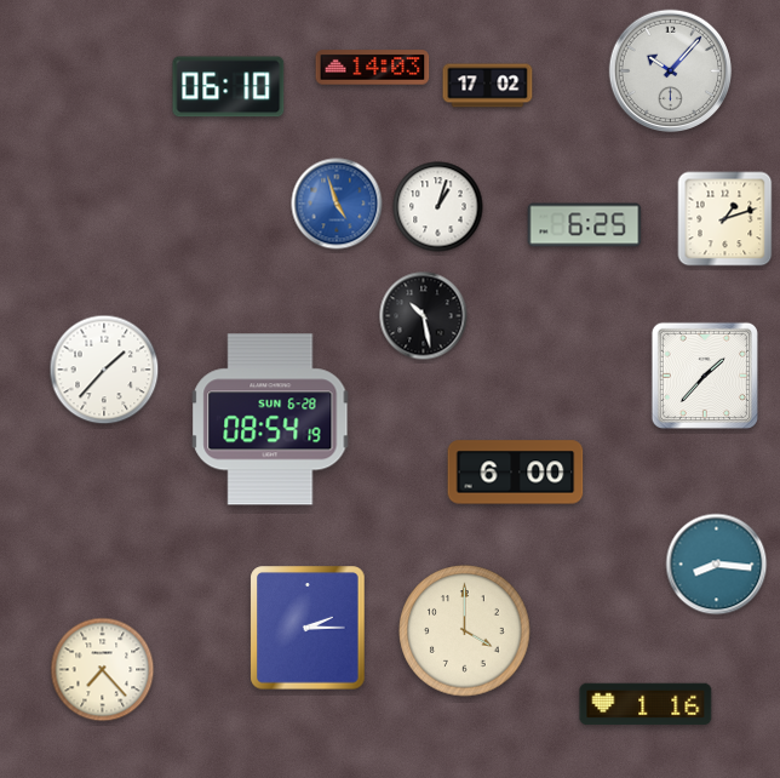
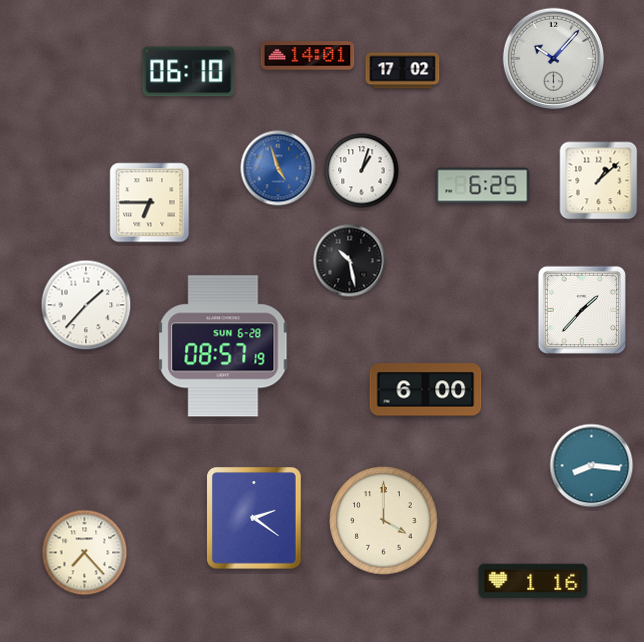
clock at (373, 68): 14:03 -> 14:01
clock at (725, 219): 1:12 -> 1:08
clock at (150, 203): none -> 6:45
clock at (270, 419): 08:54 -> 08:57
clock at (308, 628): 2:15 -> 2:21
